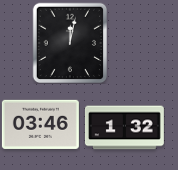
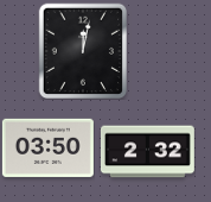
clock at (40, 124): 03:46 -> 03:50
clock at (124, 128): 1:32 -> 2:32
